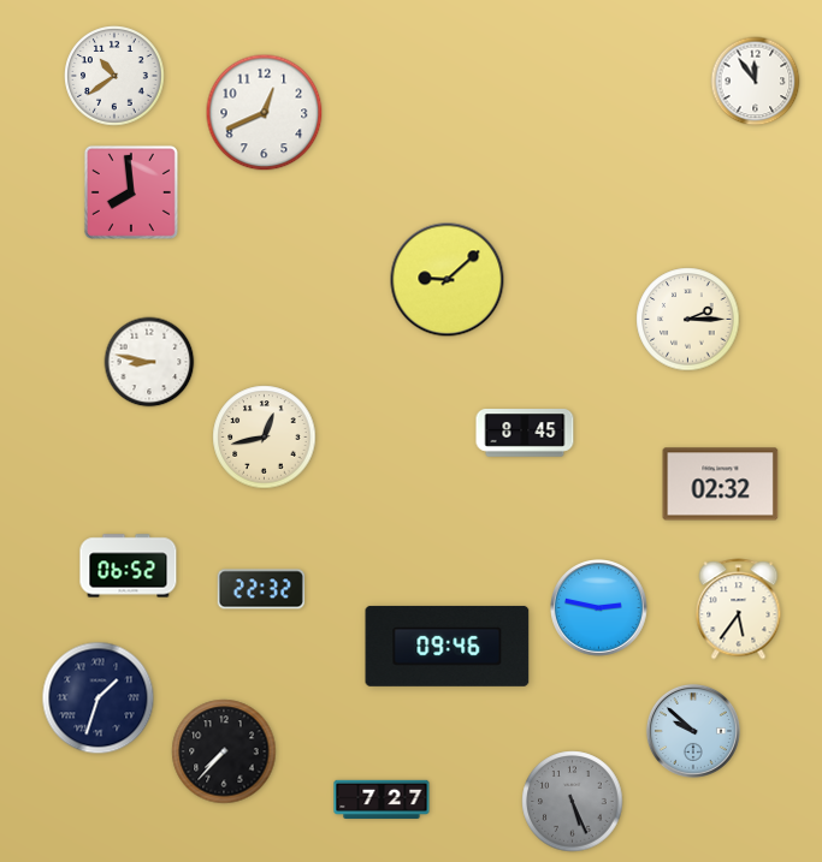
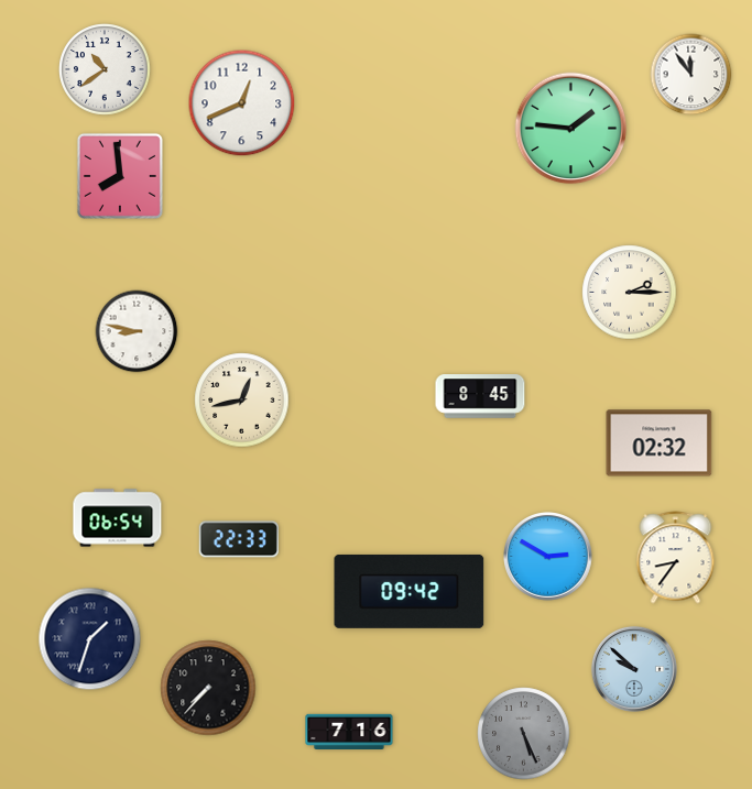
clock at (571, 129): none -> 1:46
clock at (448, 280): 9:08 -> none
clock at (129, 566): 06:52 -> 06:54
clock at (261, 589): 22:32 -> 22:33
clock at (599, 608): 2:47 -> 2:50
clock at (739, 610): 5:36 -> 8:36
clock at (448, 646): 09:46 -> 09:42
clock at (224, 751) position: (224, 751) -> (208, 688)
clock at (382, 798): 7:27 -> 7:16
